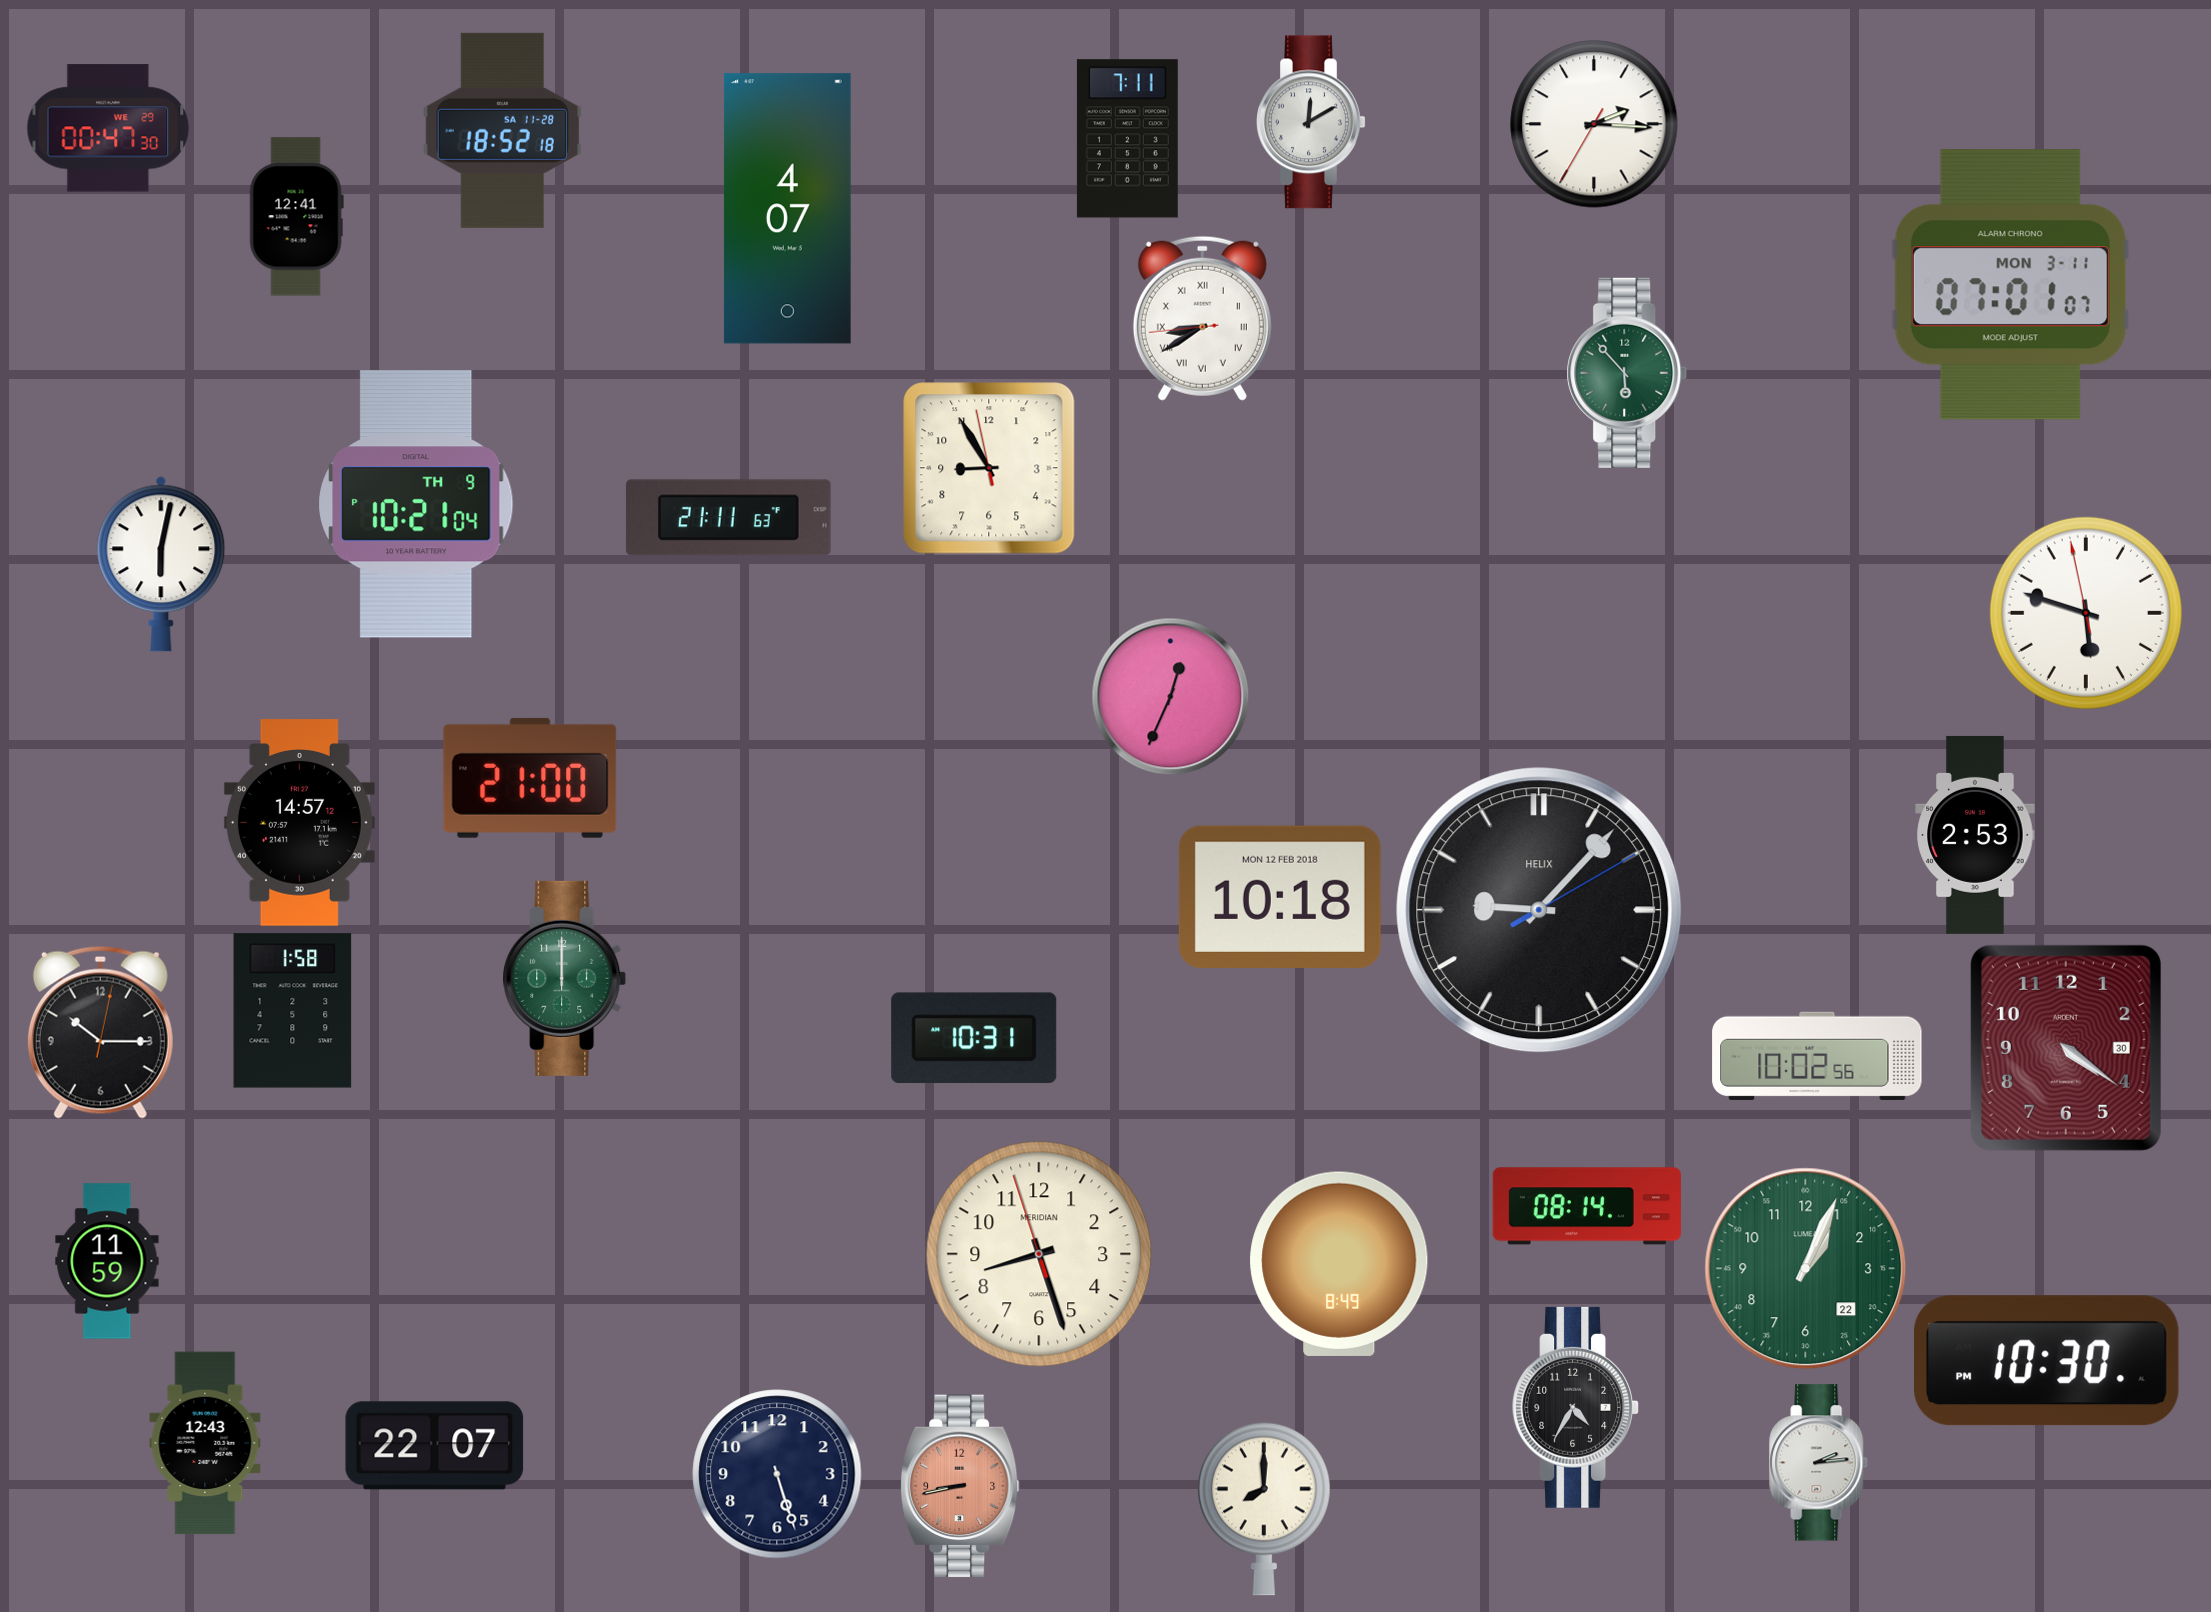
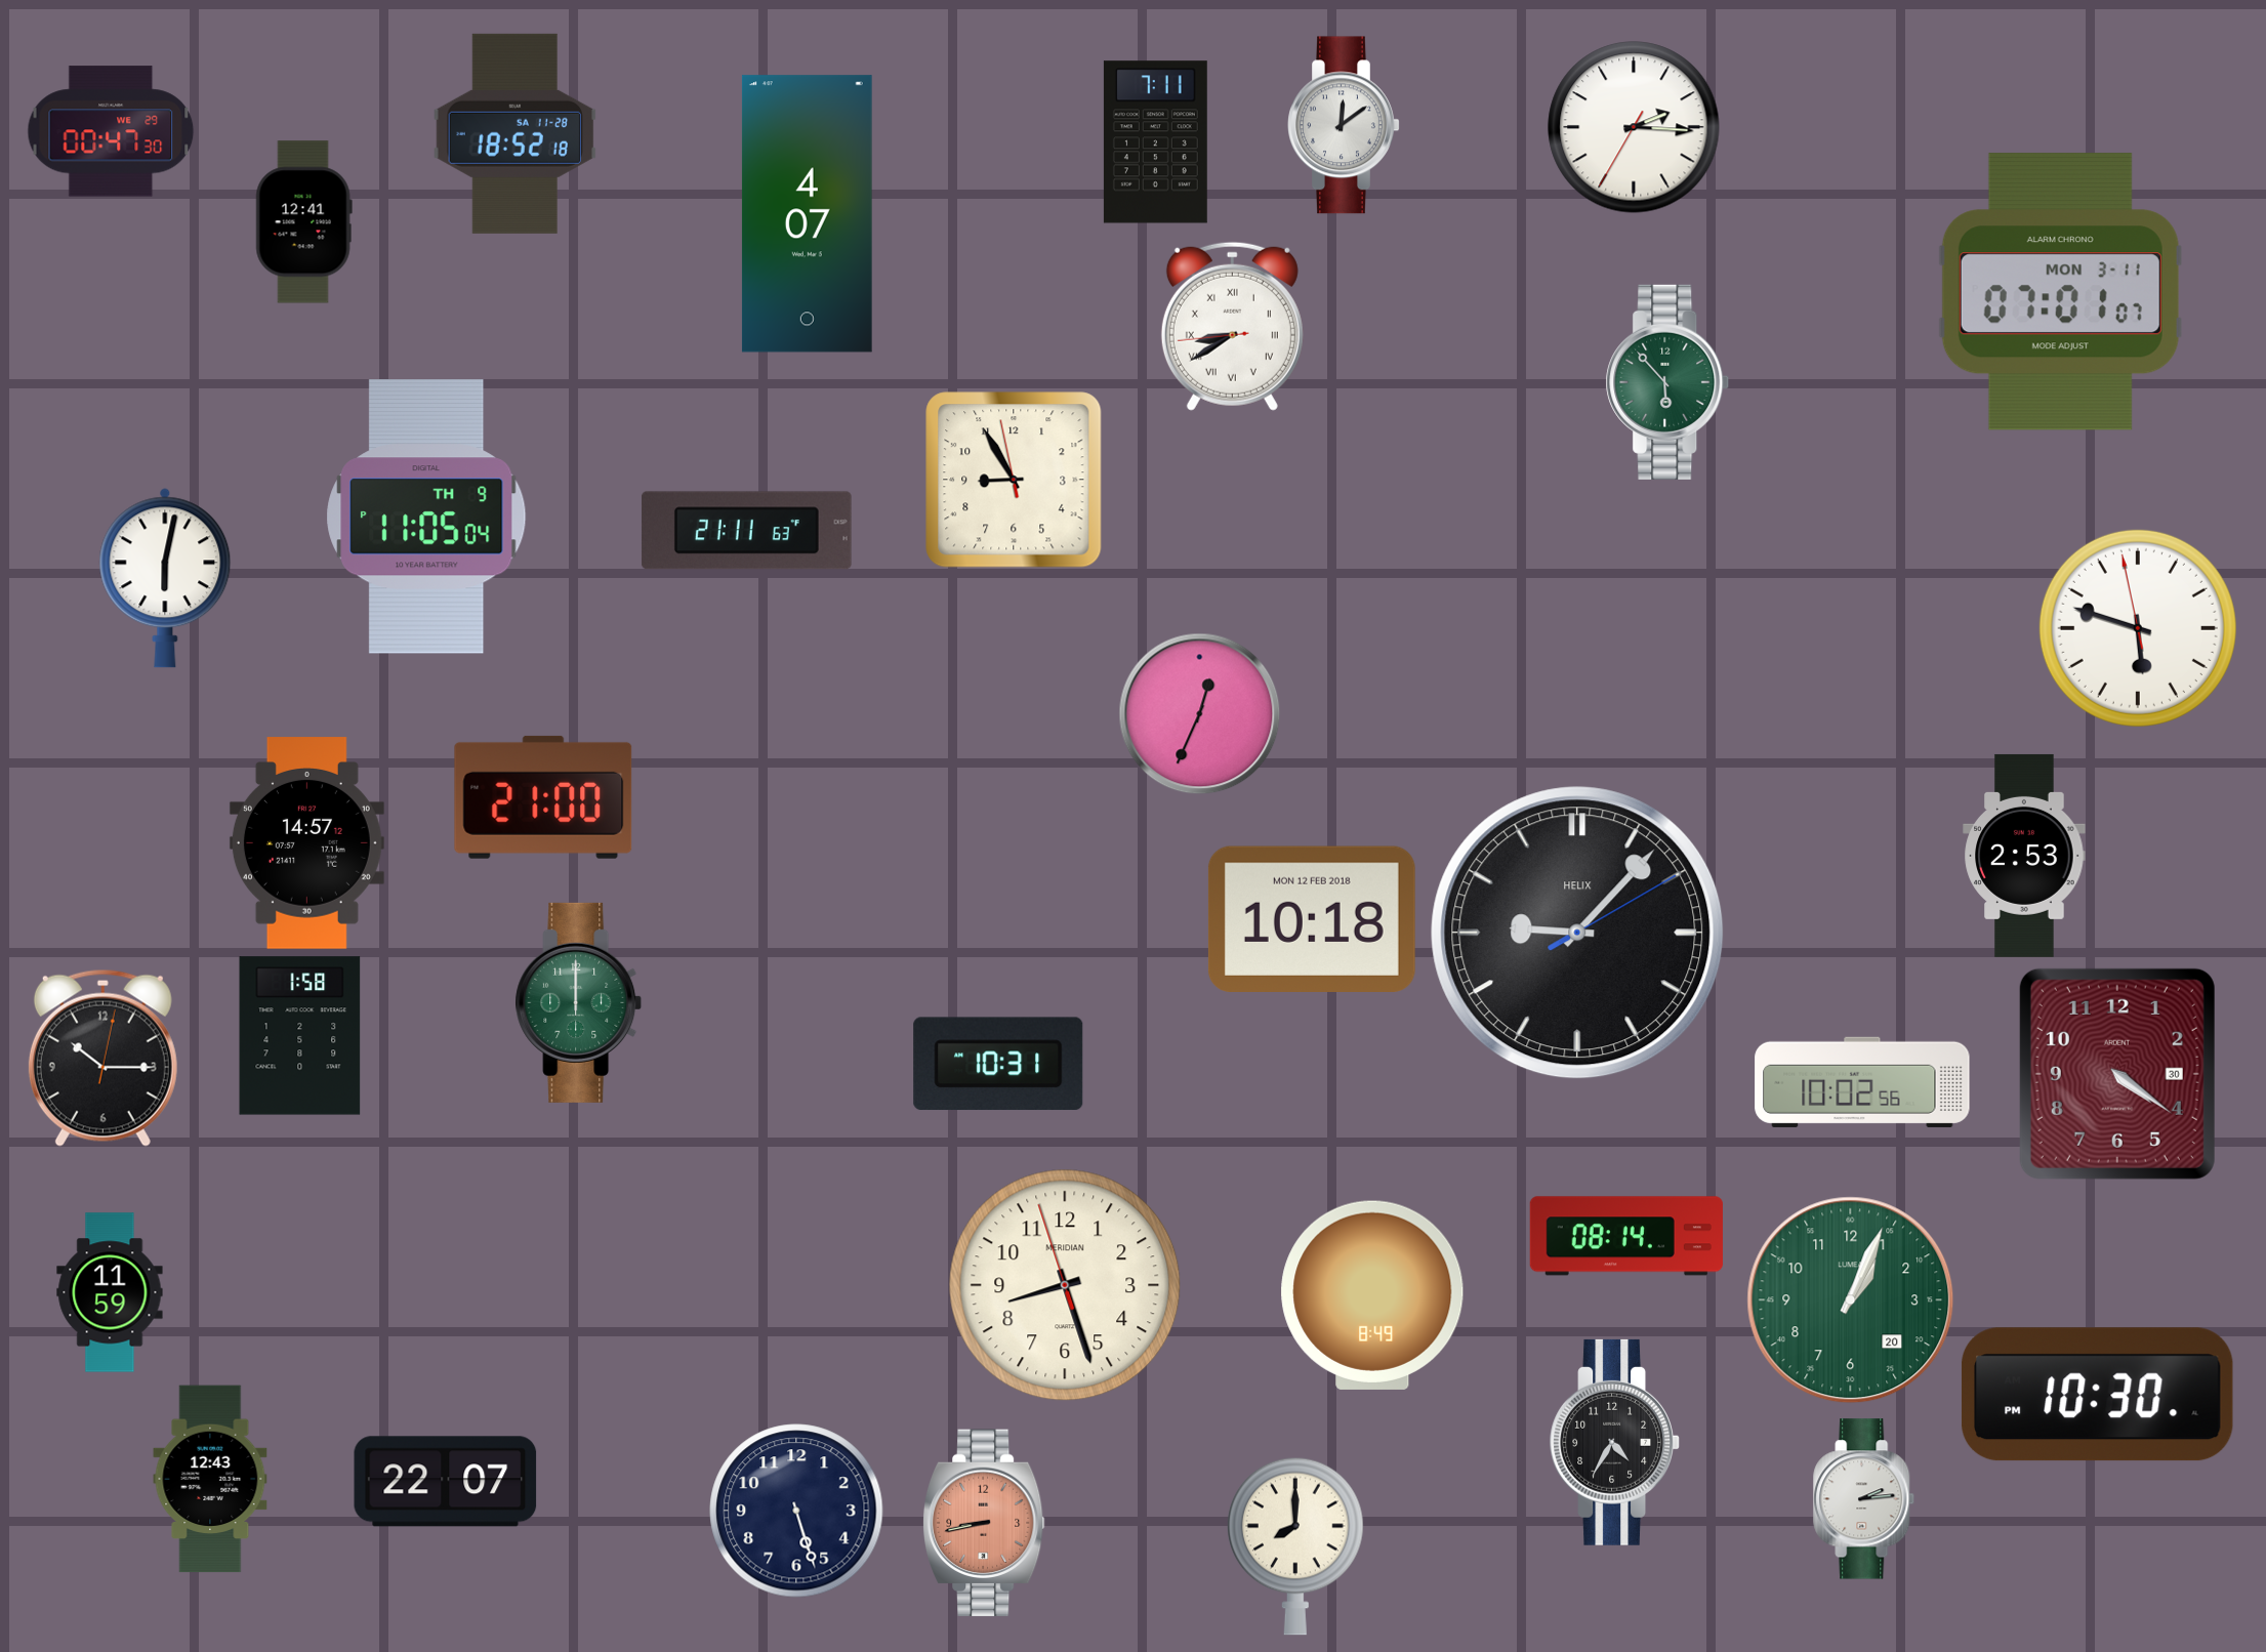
clock at (1311, 122): 12:10 -> 12:09
clock at (416, 504): 10:21 -> 11:05
clock at (1806, 1269) date: 22 -> 20
